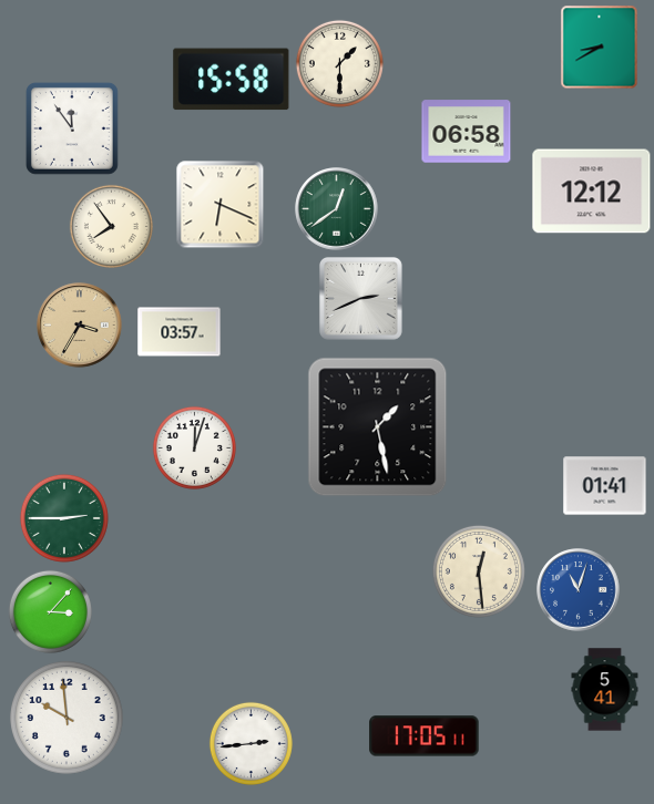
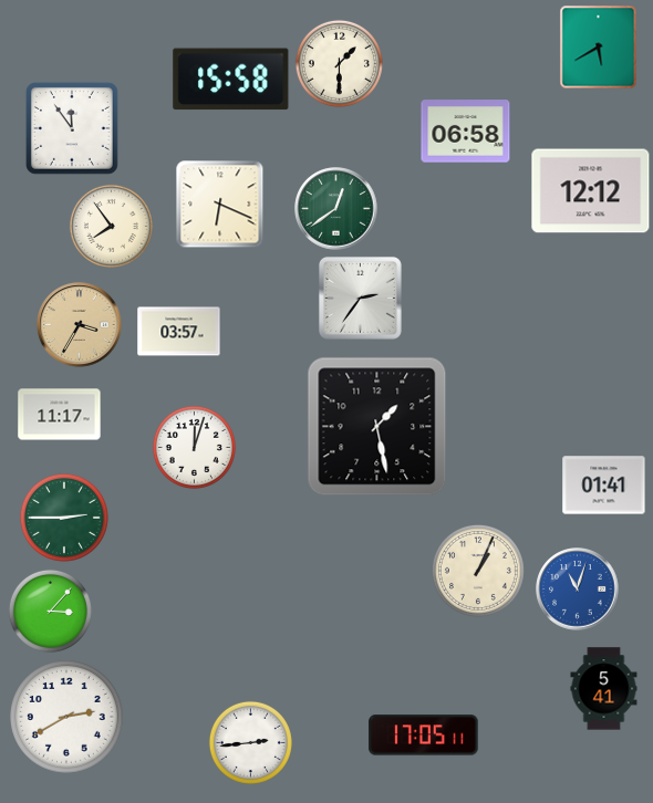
clock at (600, 48): 8:40 -> 5:40
clock at (360, 298): 2:41 -> 2:36
clock at (60, 415): none -> 11:17
clock at (479, 571): 12:29 -> 1:04
clock at (67, 718): 9:59 -> 2:40
